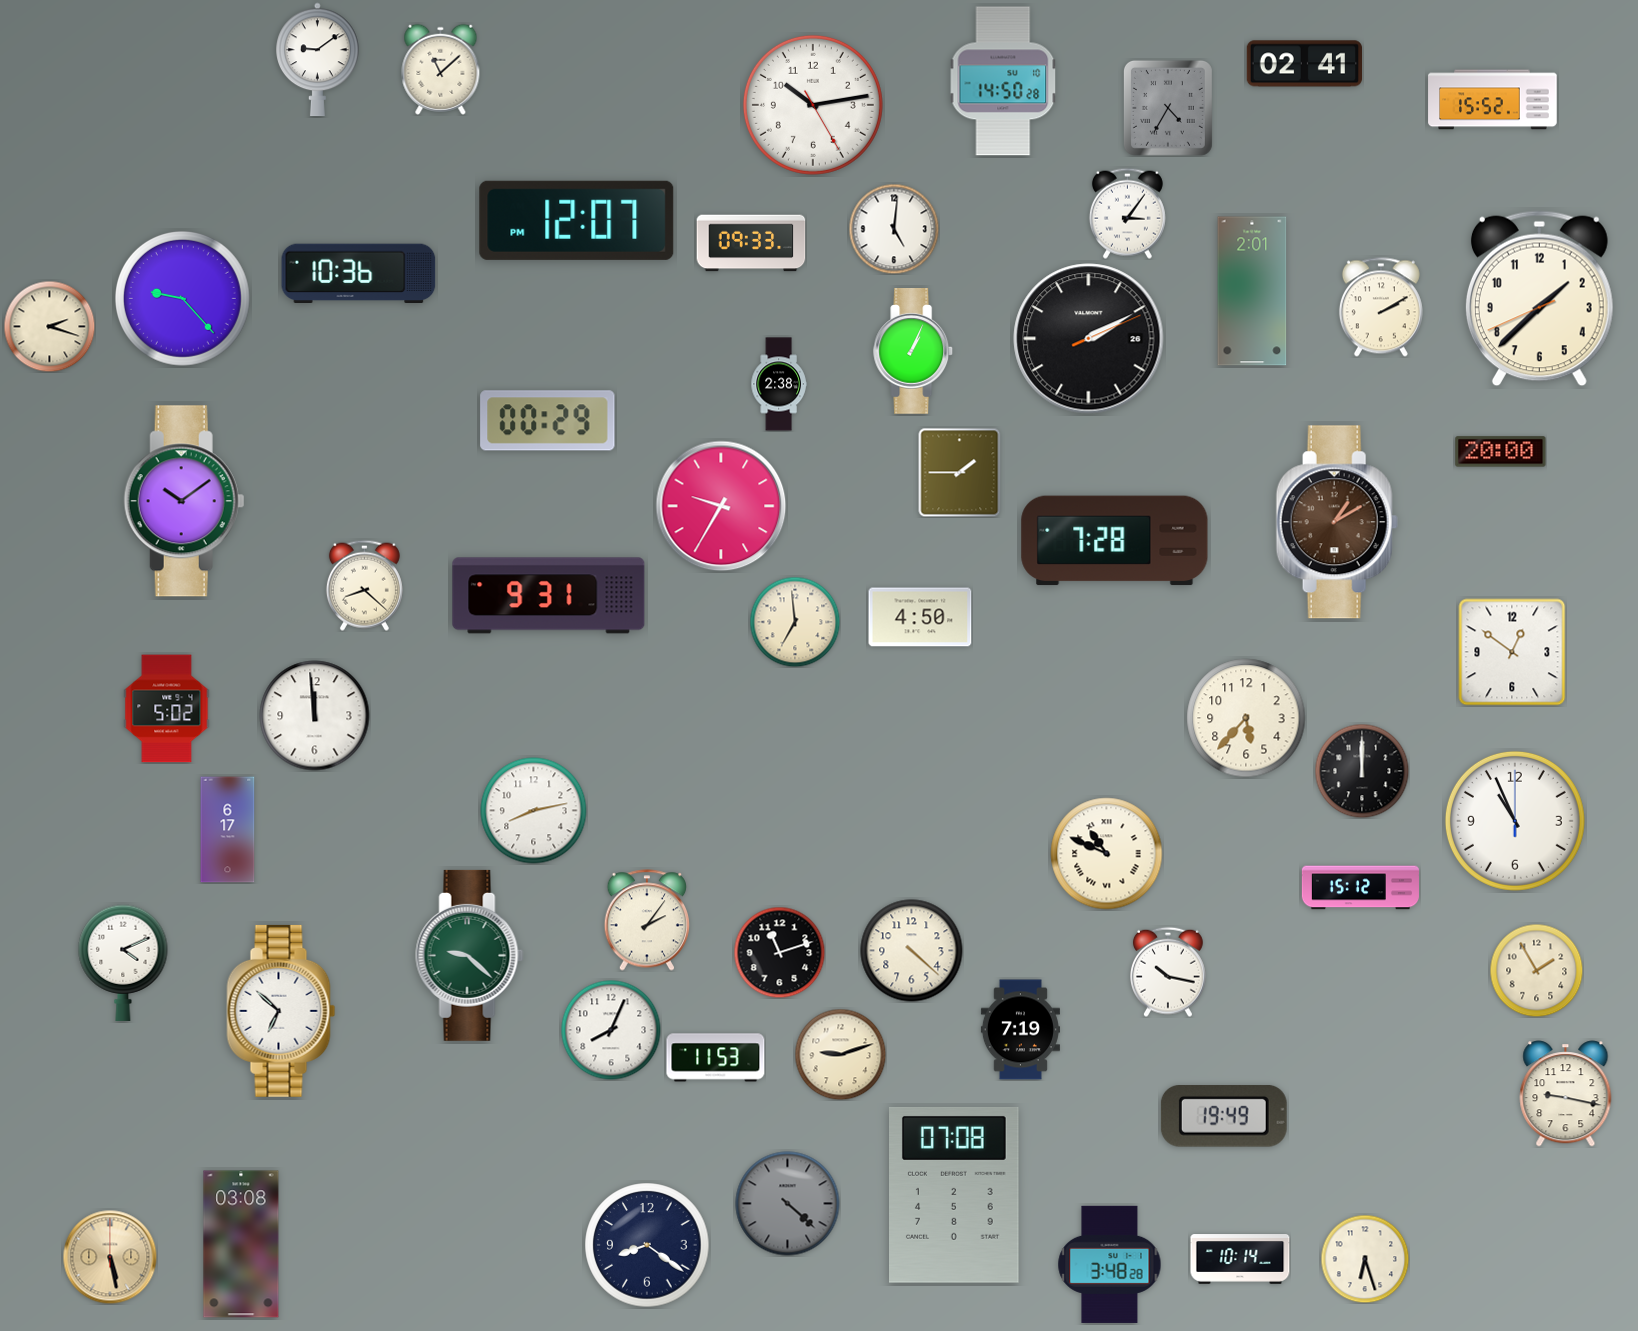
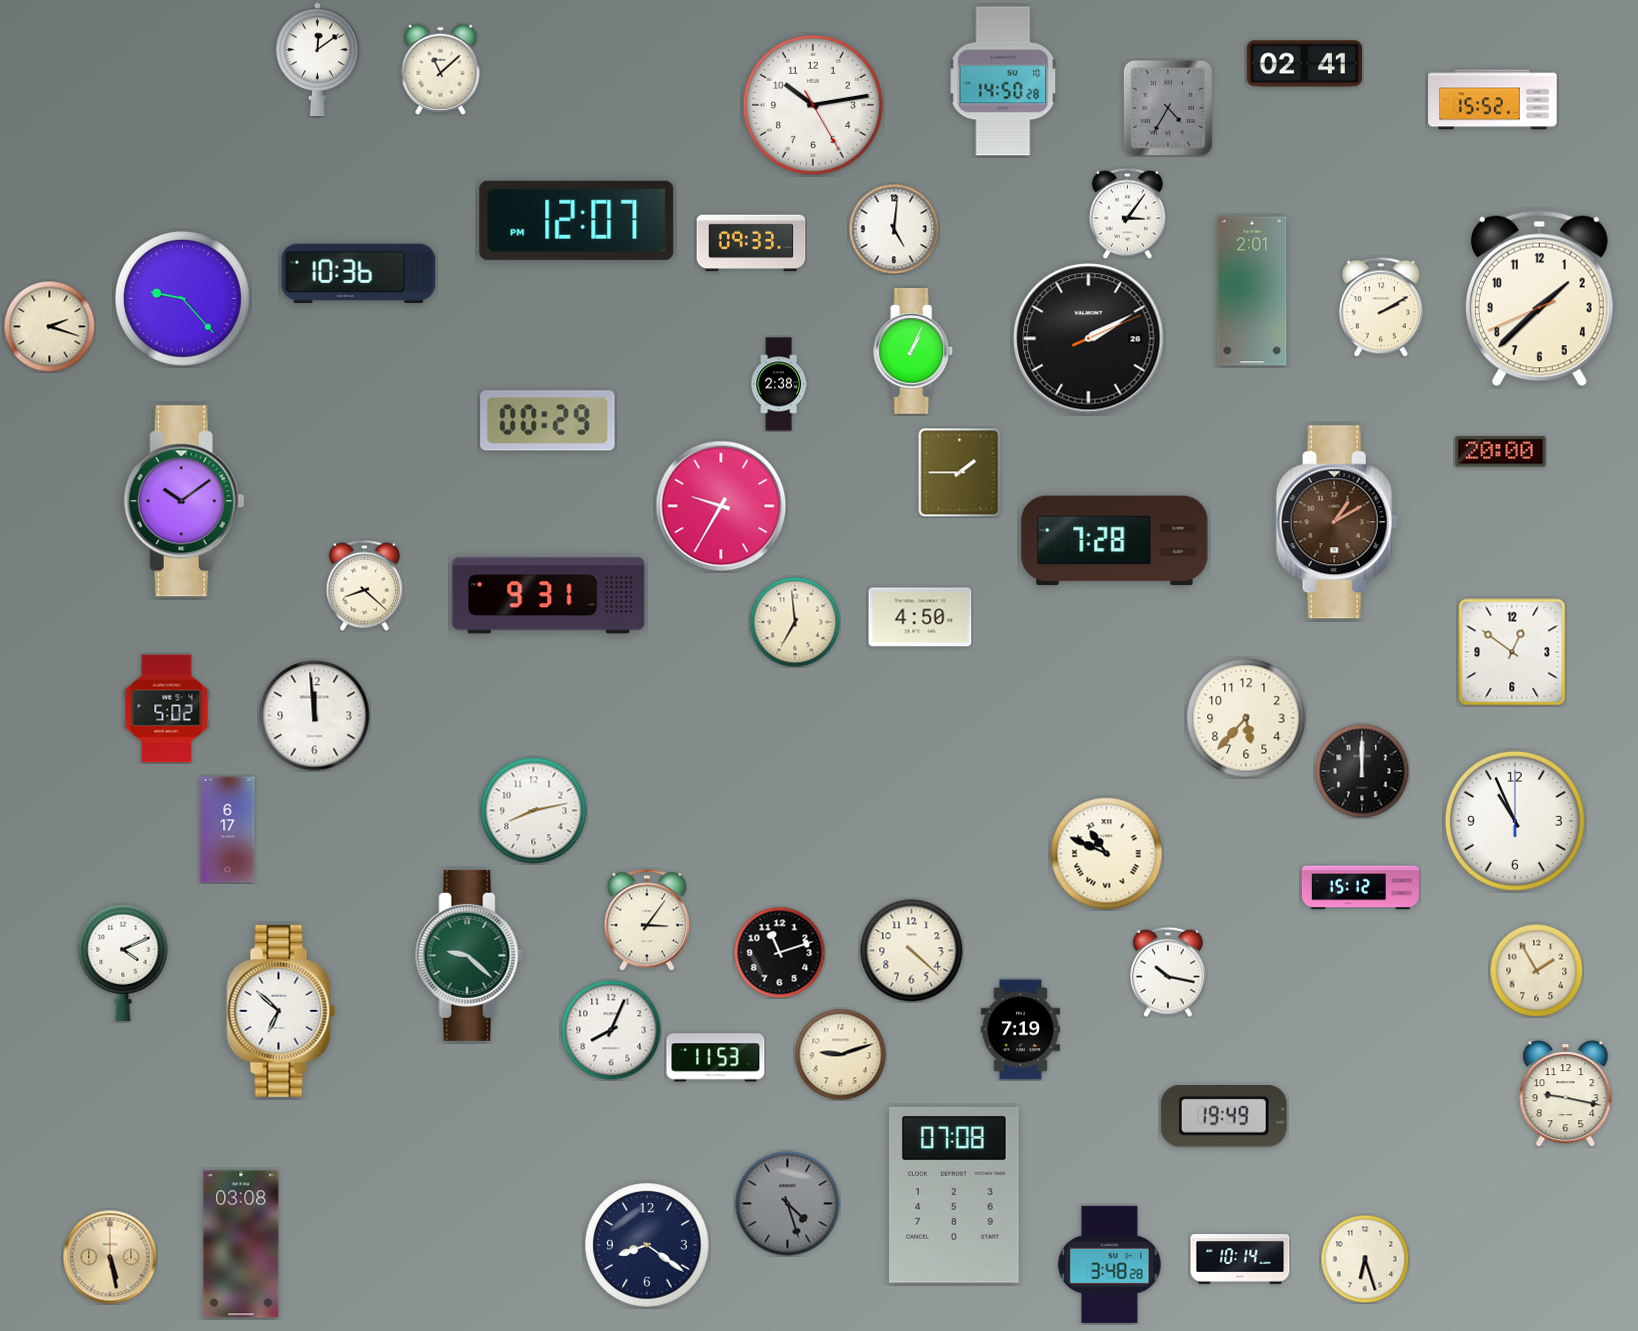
clock at (318, 60): 9:09 -> 12:09
clock at (646, 920): 2:06 -> 3:06
clock at (788, 1204): 4:22 -> 4:27
